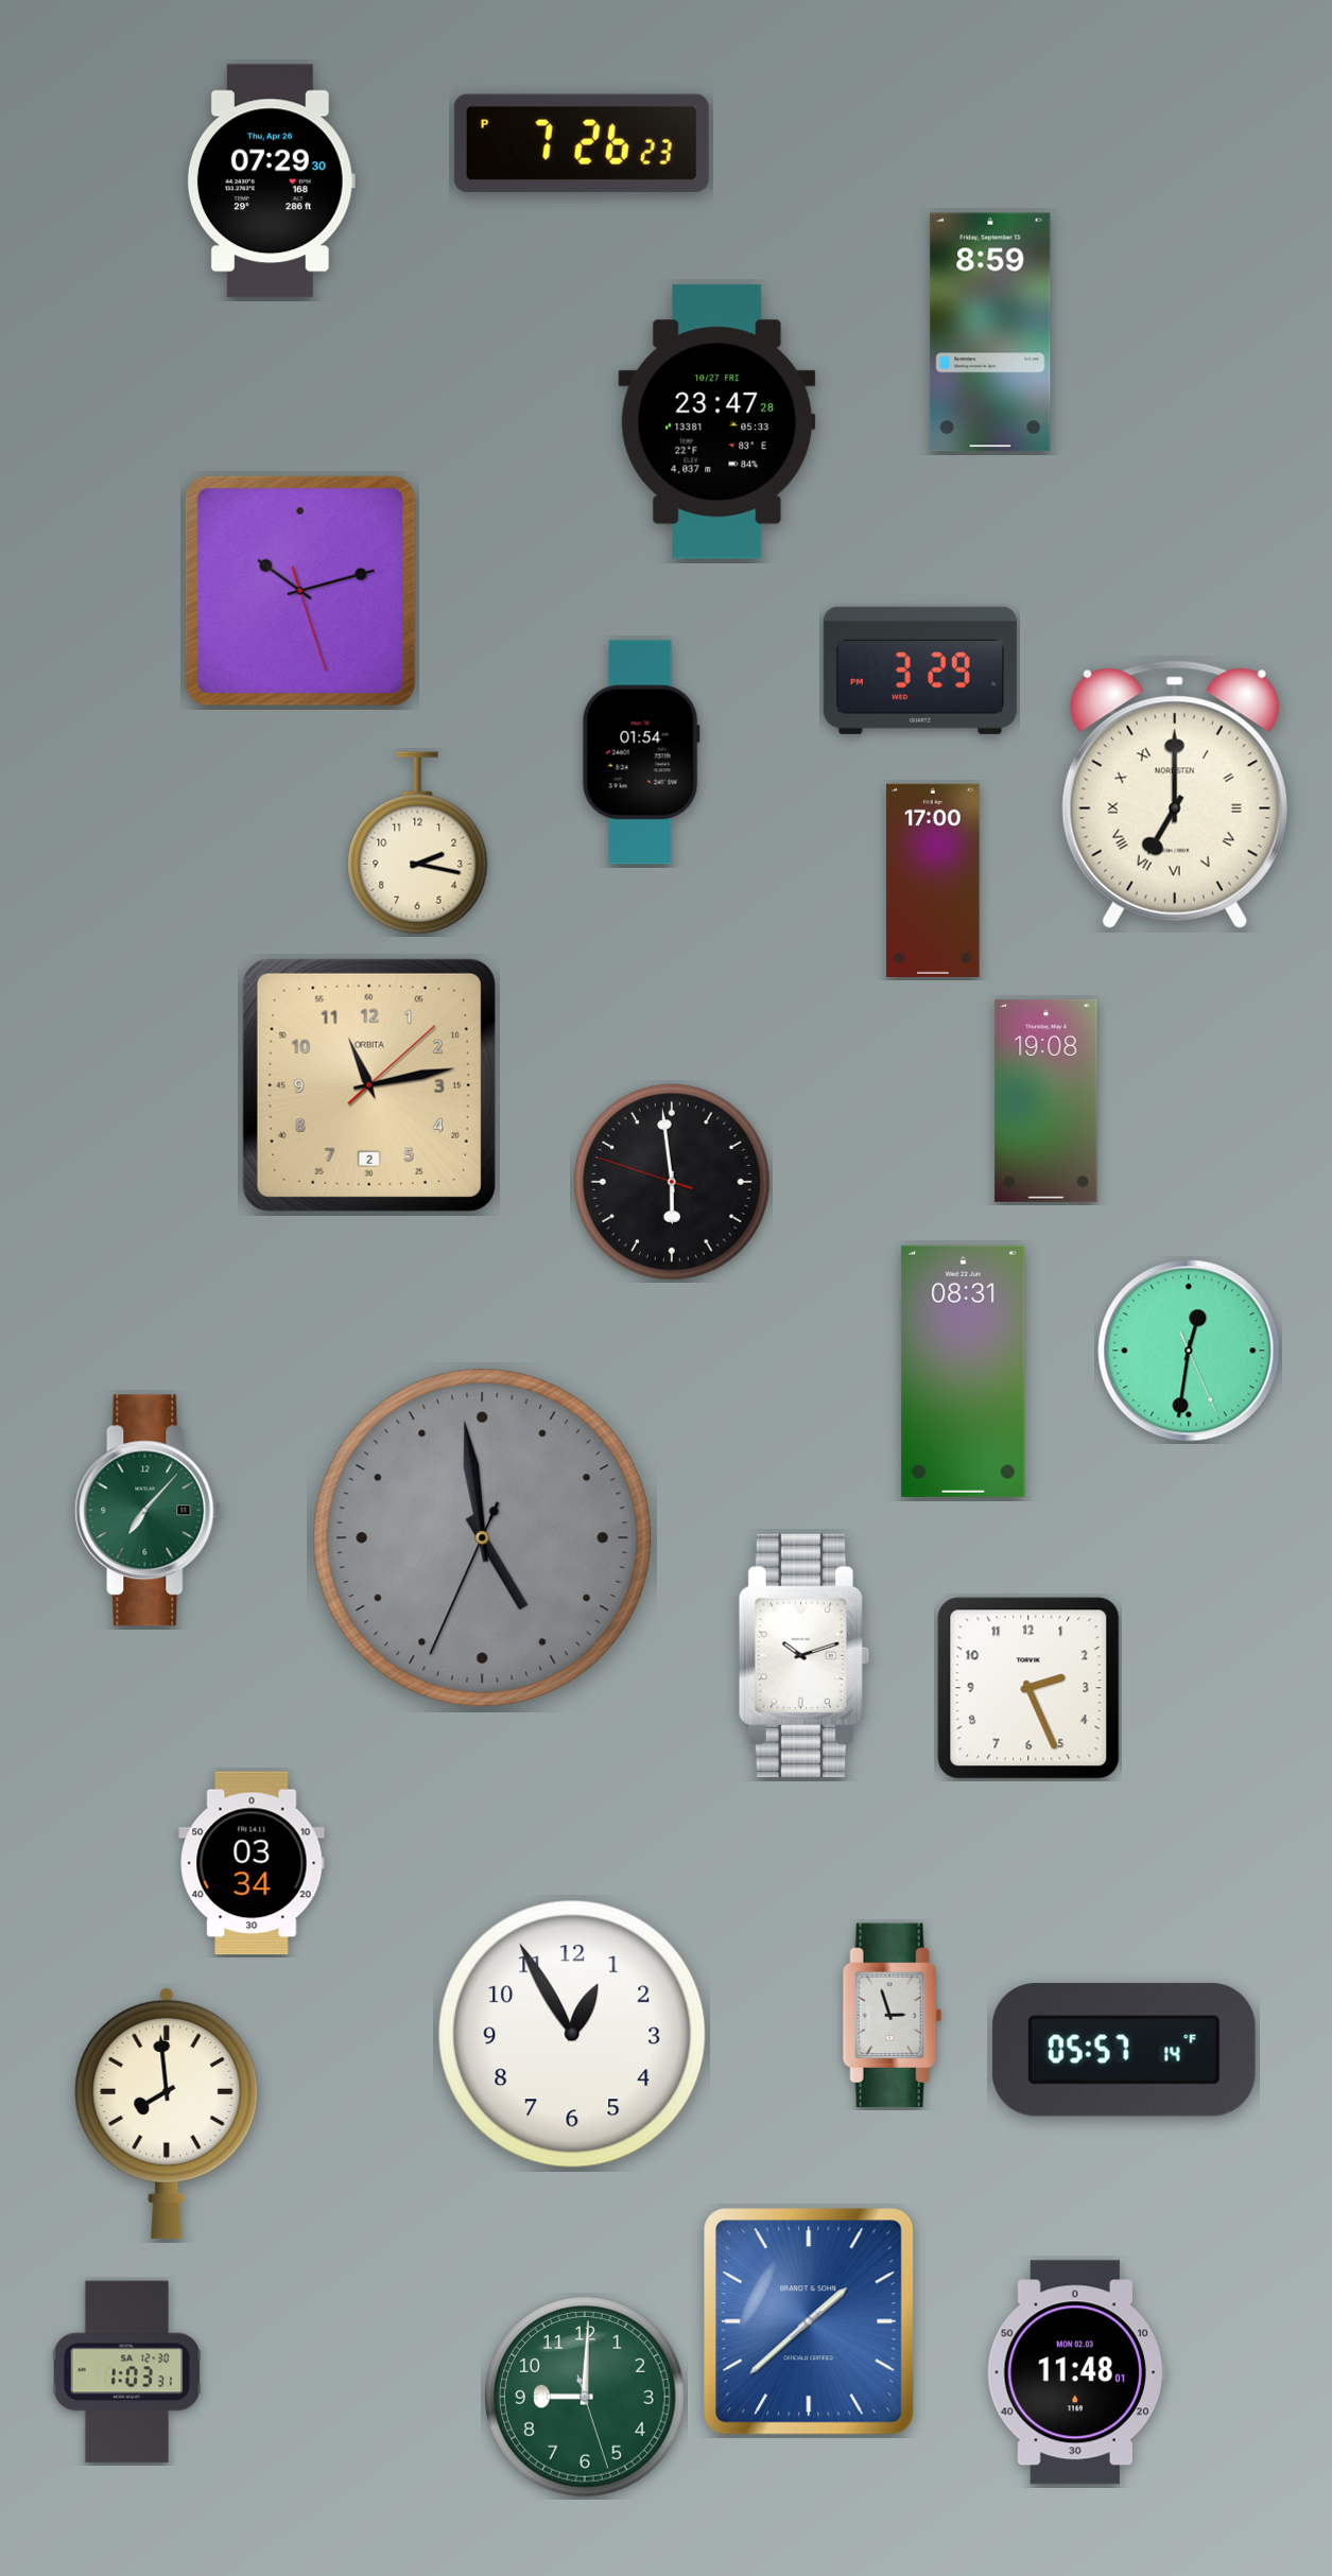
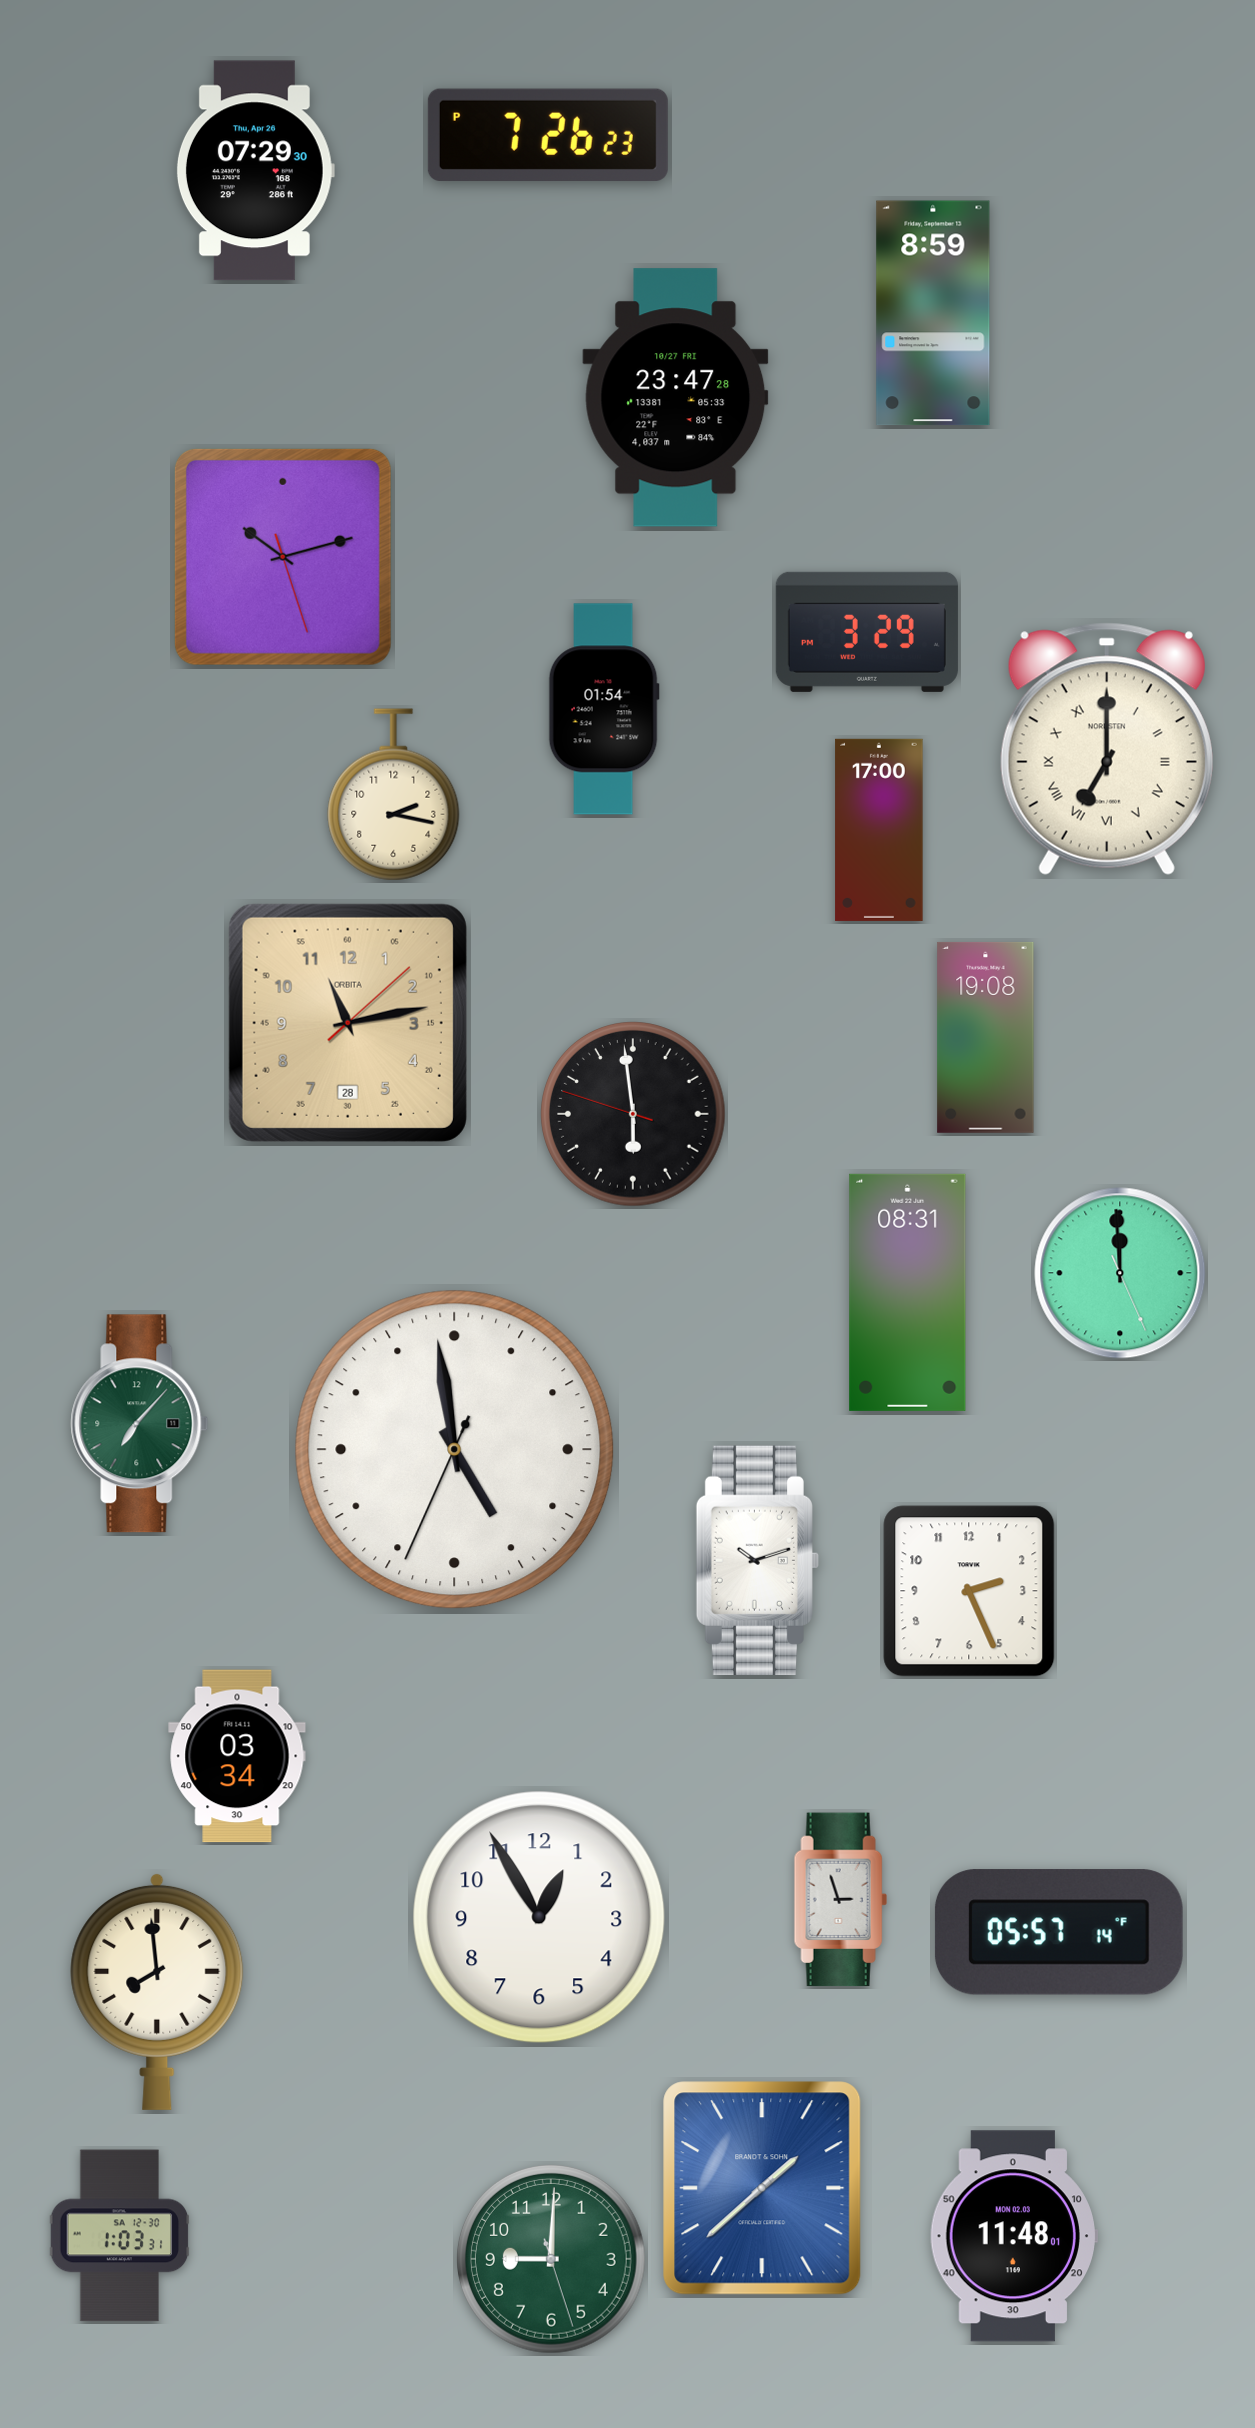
clock at (369, 1085) date: 2 -> 28
clock at (1189, 1351): 12:31 -> 11:59
clock at (483, 1538) dial: grey -> white
